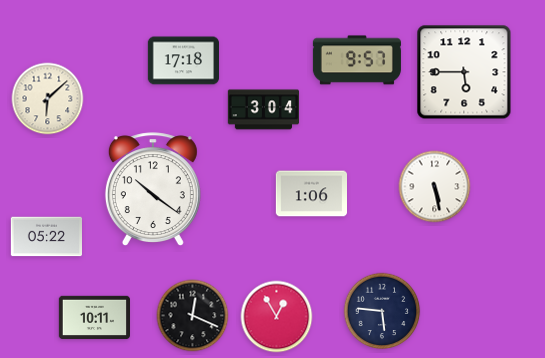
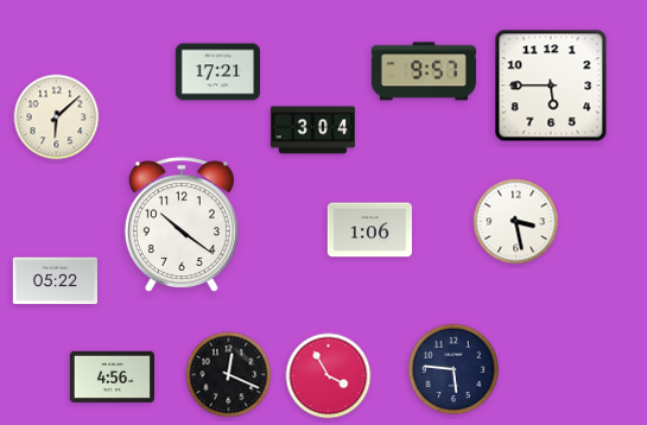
clock at (183, 61): 17:18 -> 17:21
clock at (435, 187): 5:28 -> 3:28
clock at (277, 317): 12:55 -> 3:55
clock at (94, 318): 10:11 -> 4:56
